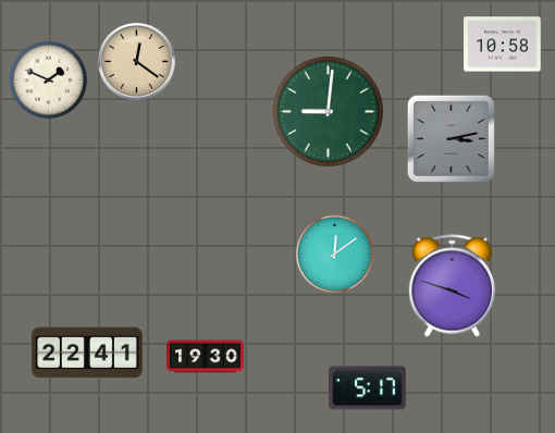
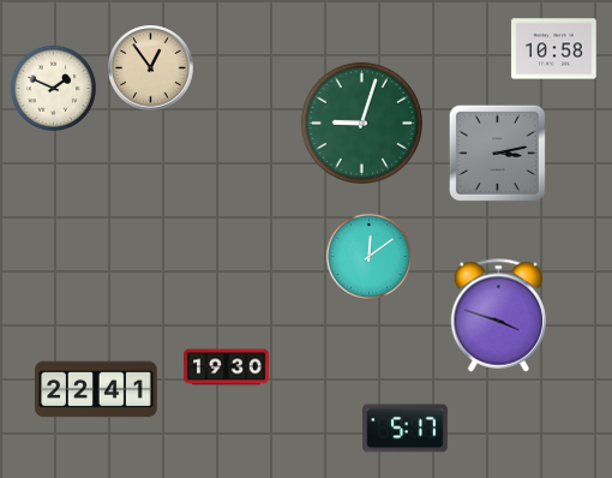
clock at (137, 62): 12:21 -> 12:54
clock at (328, 111): 9:01 -> 9:03
clock at (334, 253) position: (334, 253) -> (368, 256)
clock at (206, 357) position: (206, 357) -> (227, 368)
